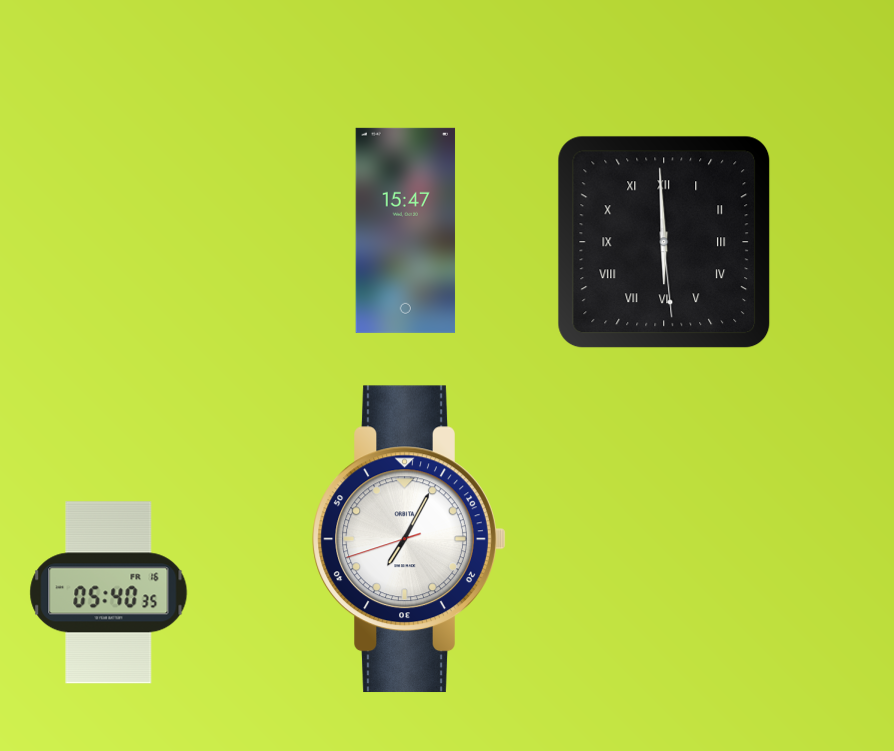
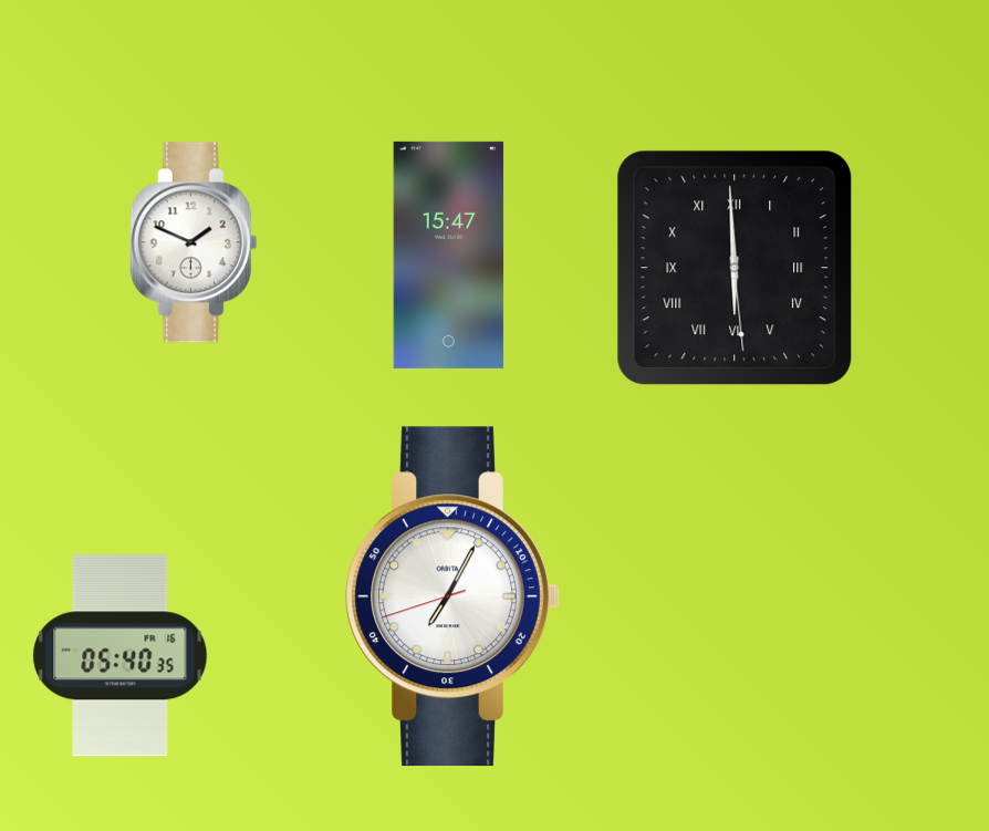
clock at (194, 242): none -> 1:49
